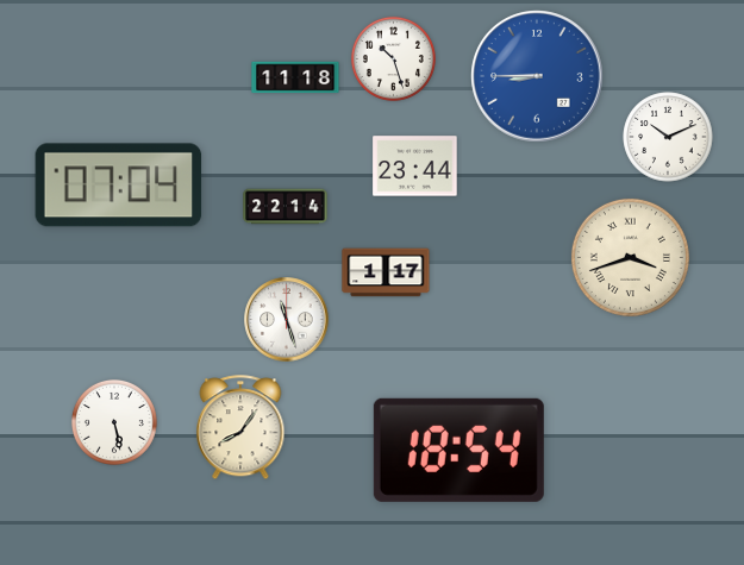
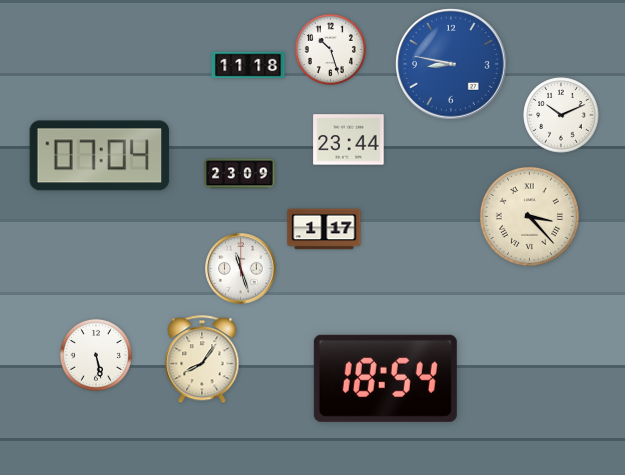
clock at (537, 76): 8:45 -> 8:47
clock at (286, 207): 22:14 -> 23:09
clock at (630, 257): 3:42 -> 3:23
